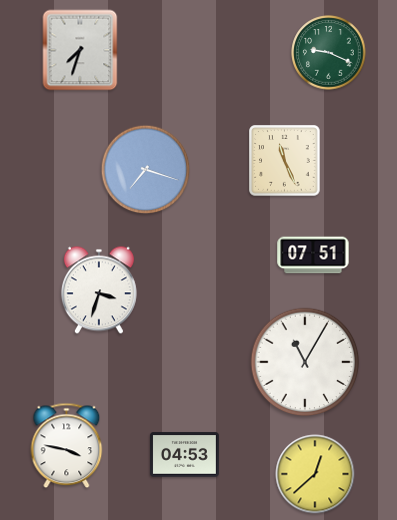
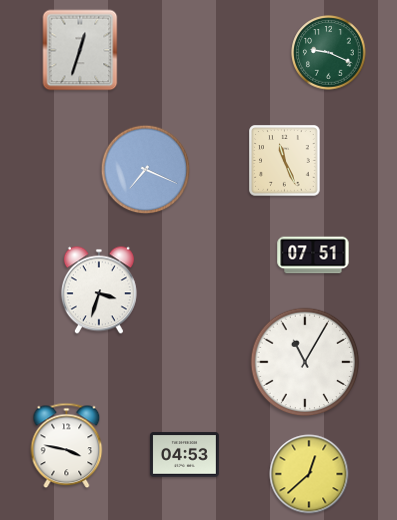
clock at (80, 50): 7:33 -> 12:33
clock at (146, 170): 7:18 -> 7:19
clock at (315, 474) position: (315, 474) -> (309, 474)
